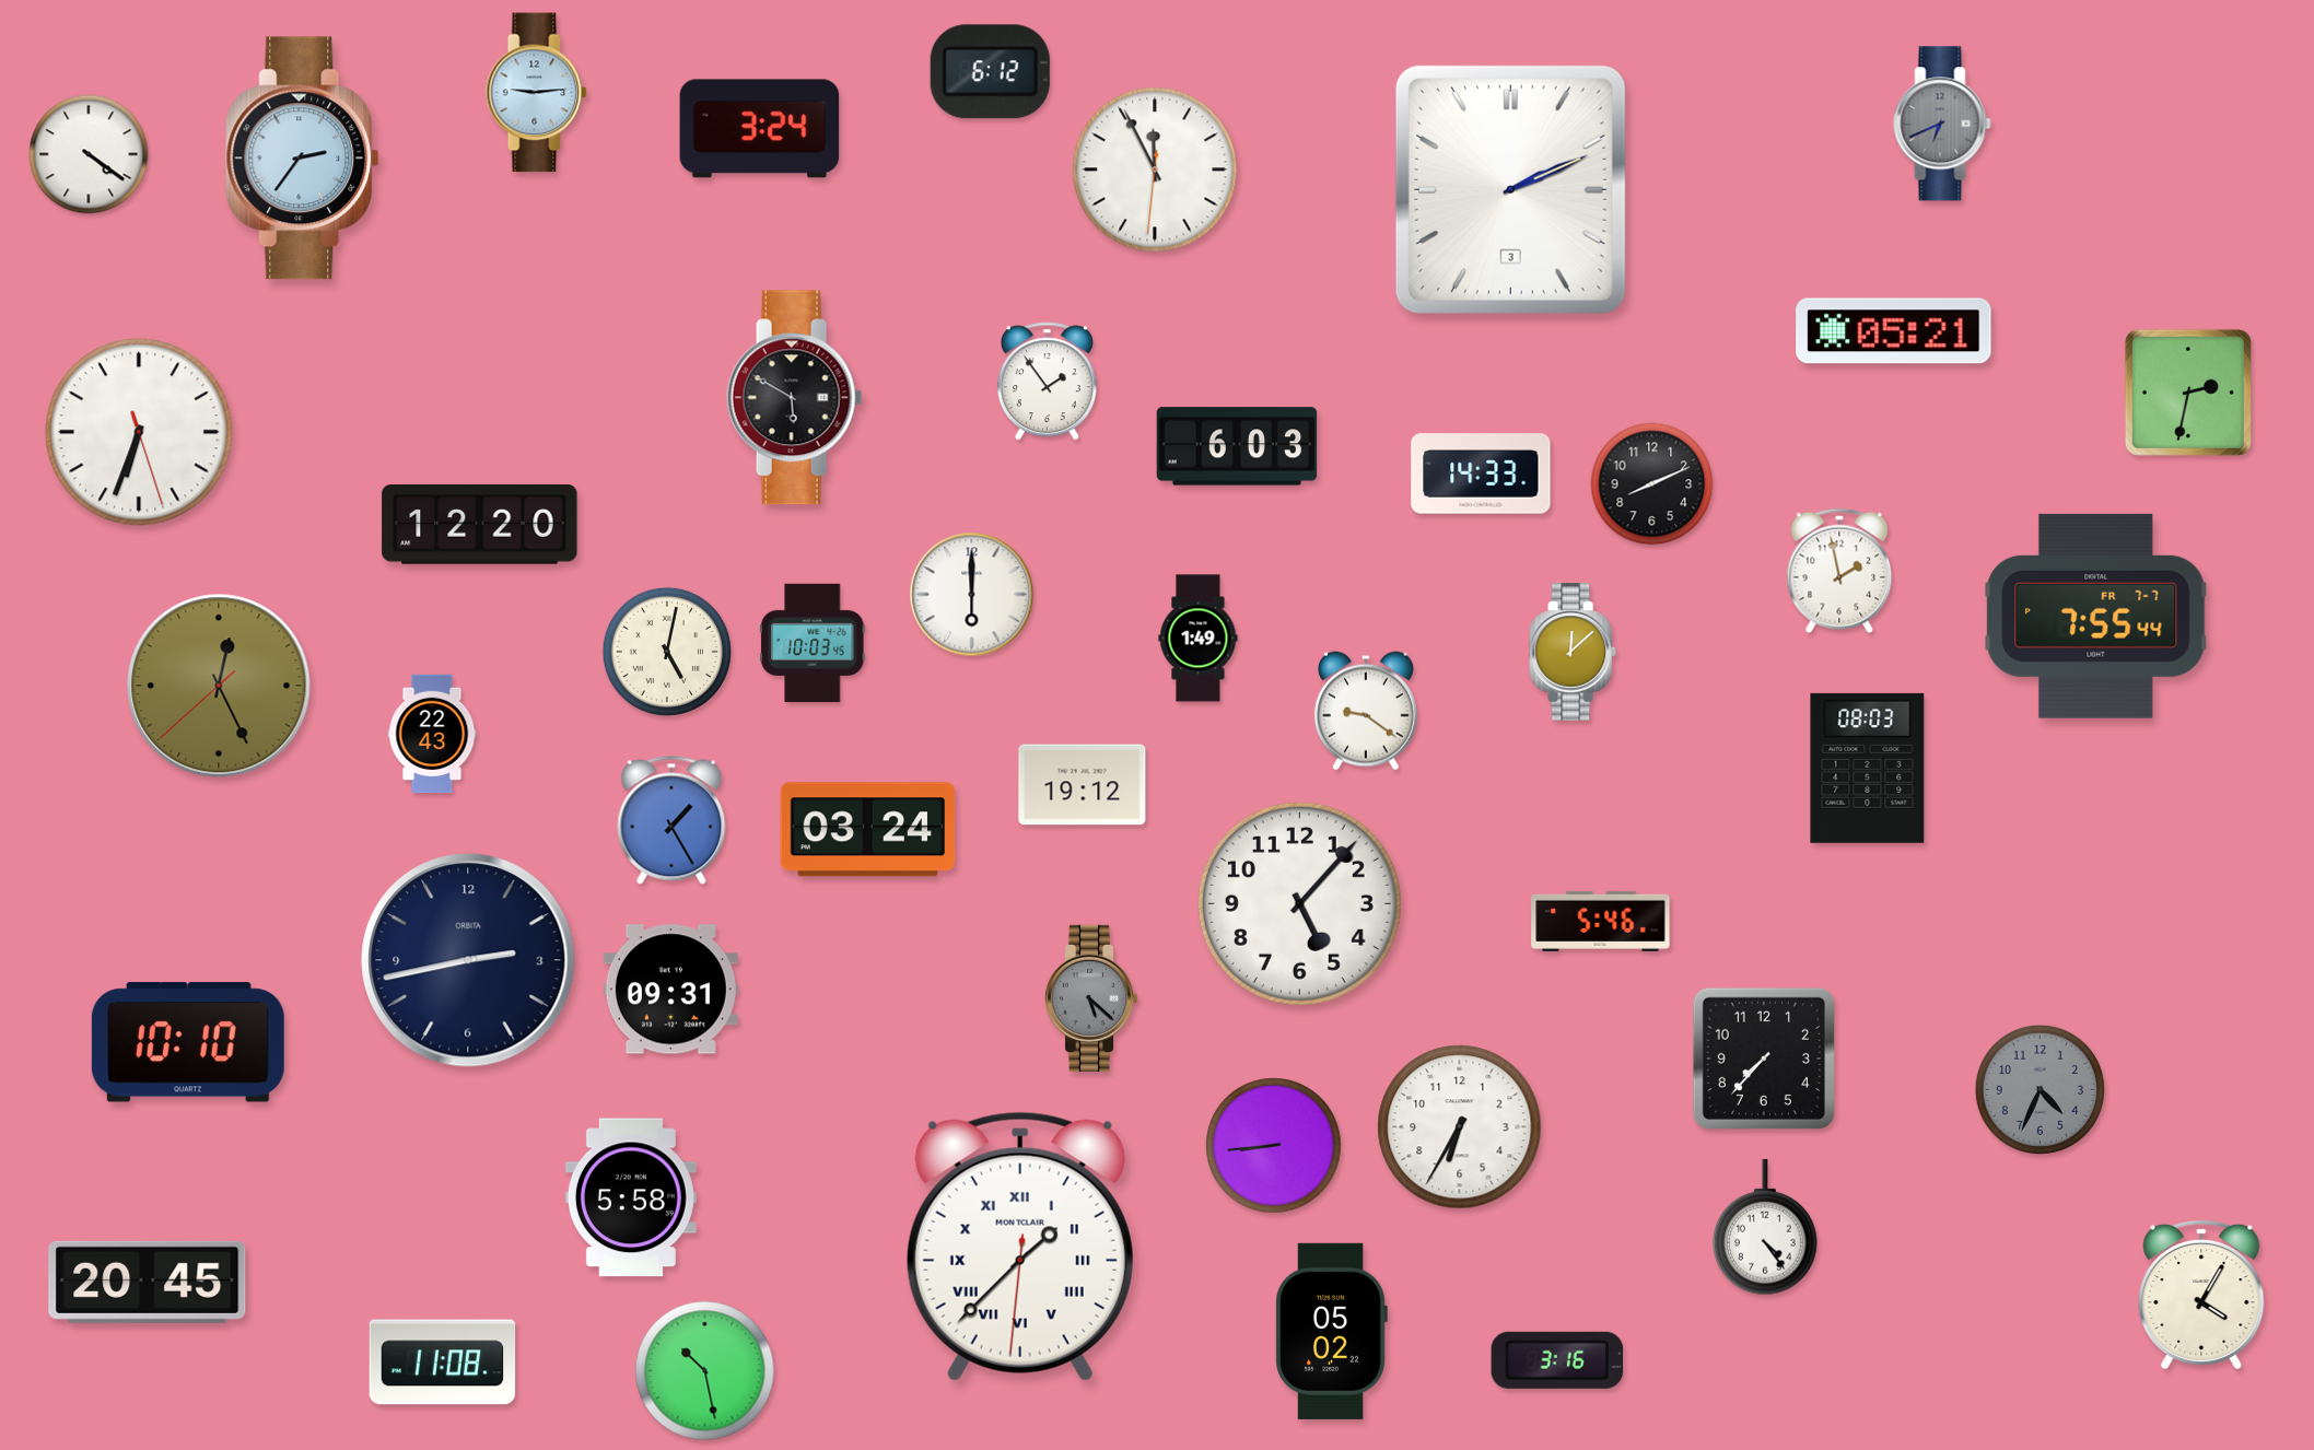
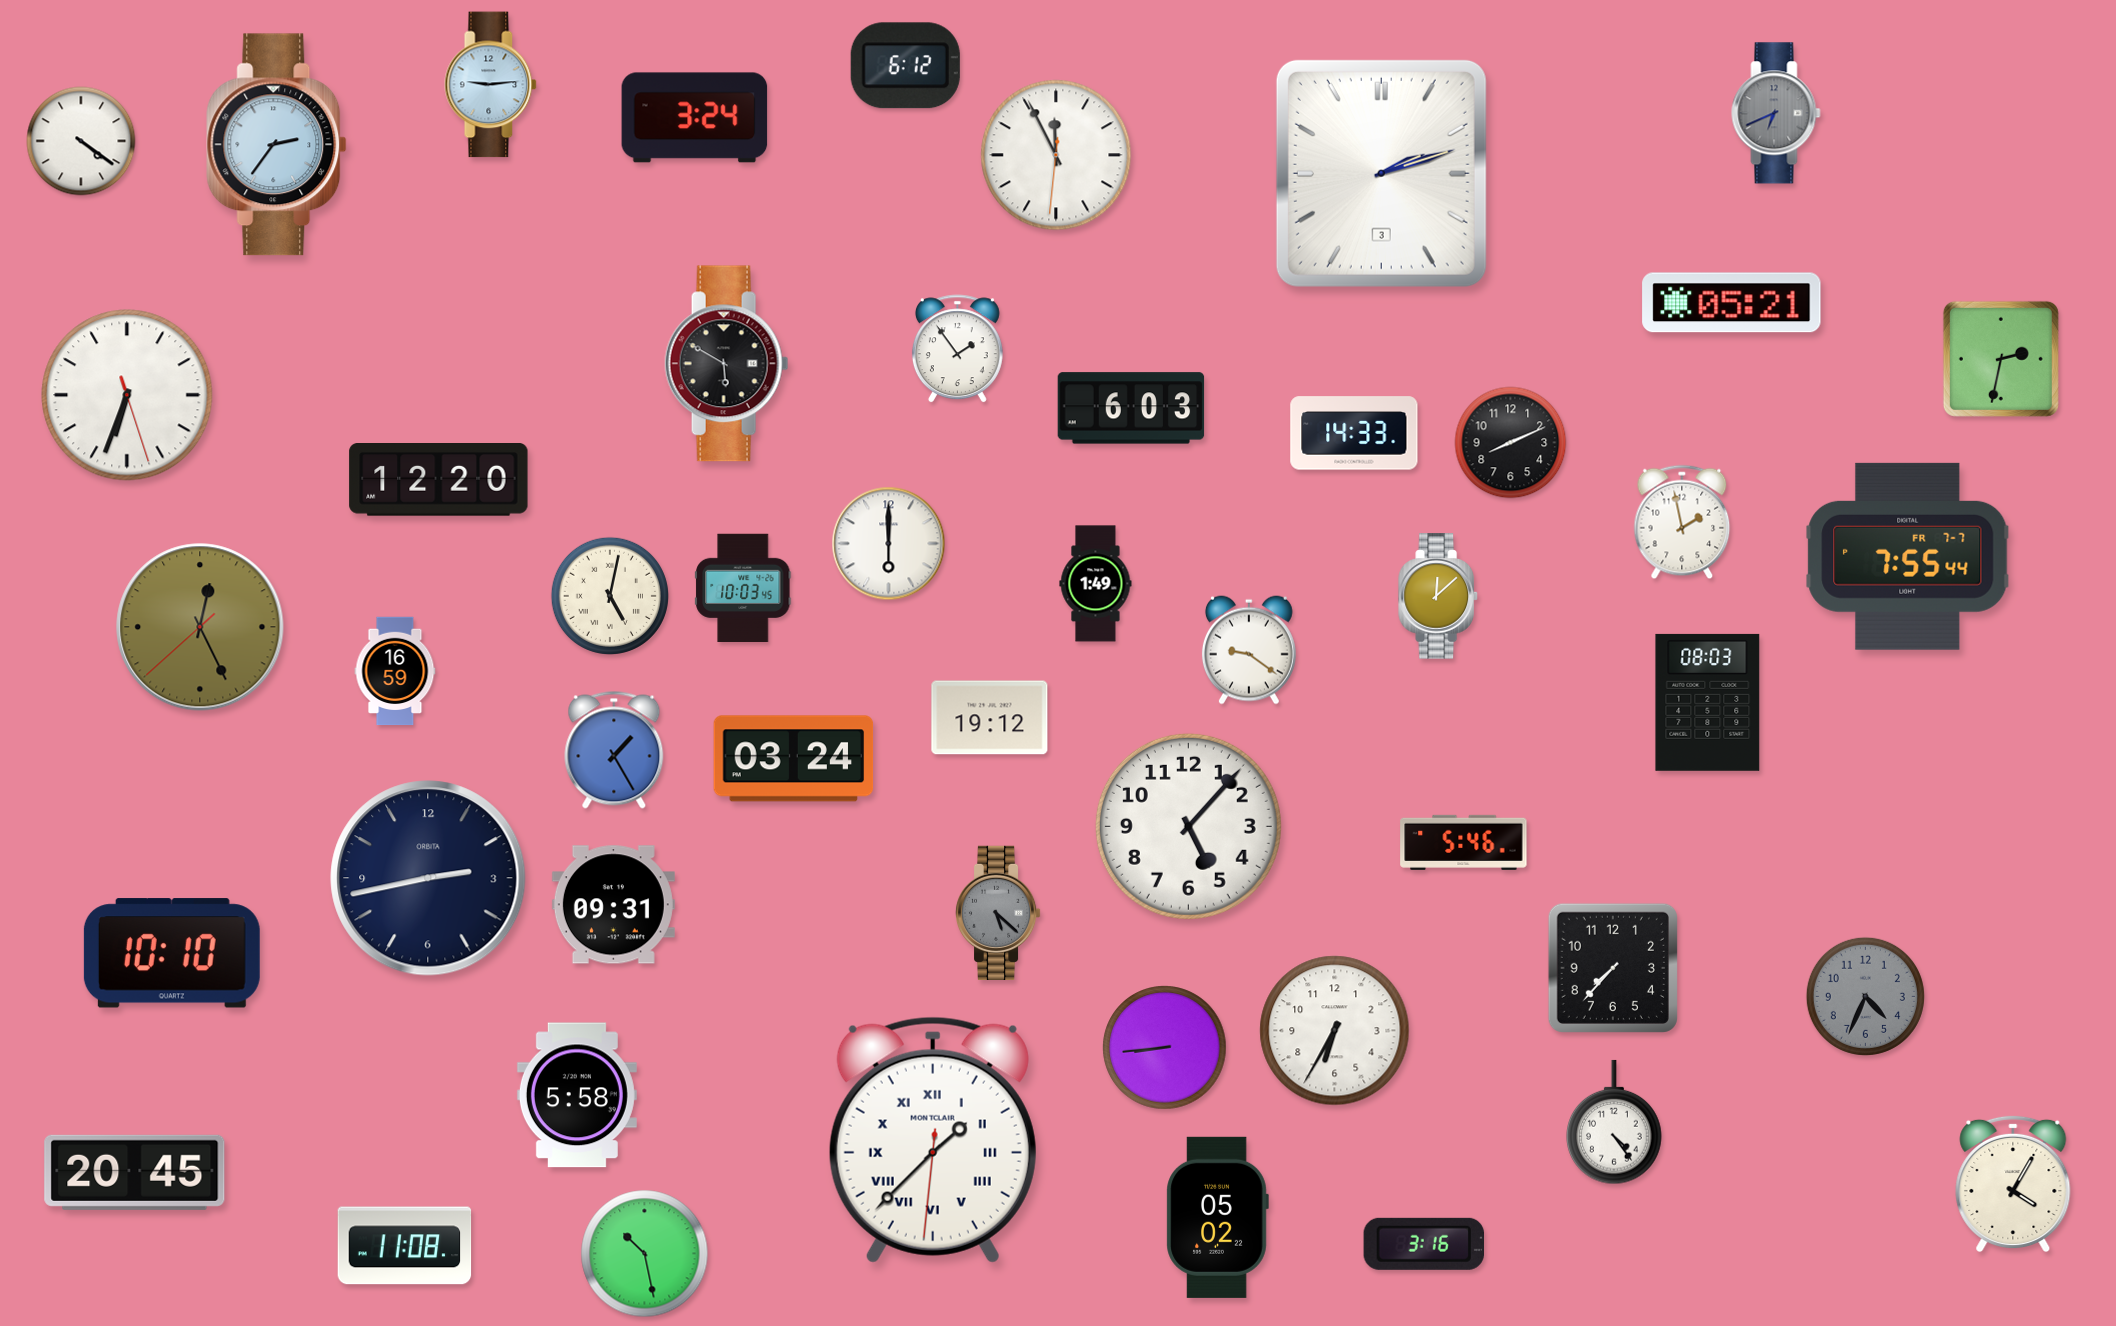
clock at (1510, 189): 2:11 -> 2:12
clock at (2096, 616) position: (2096, 616) -> (1908, 556)
clock at (432, 734): 22:43 -> 16:59
